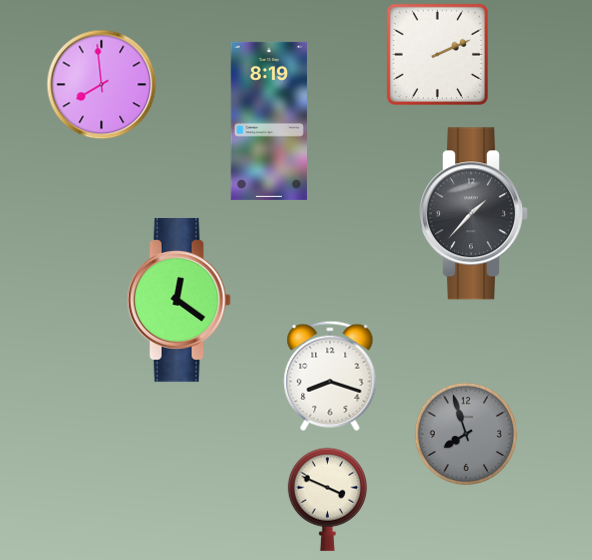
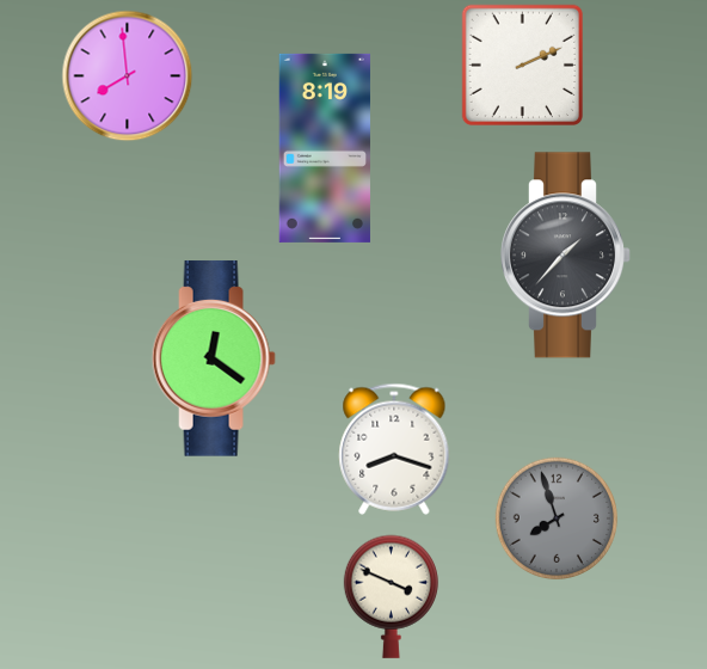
clock at (102, 85) position: (102, 85) -> (128, 76)
clock at (269, 121) position: (269, 121) -> (325, 148)
